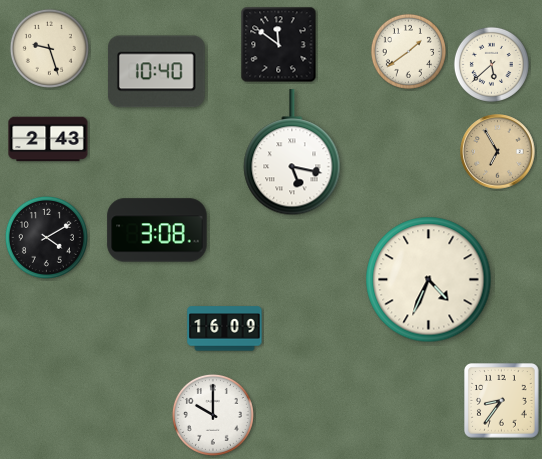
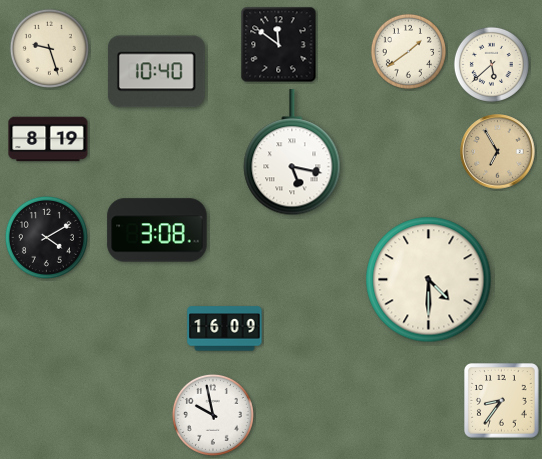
clock at (48, 139): 2:43 -> 8:19
clock at (429, 280): 4:34 -> 4:30
clock at (213, 415): 10:00 -> 9:58
